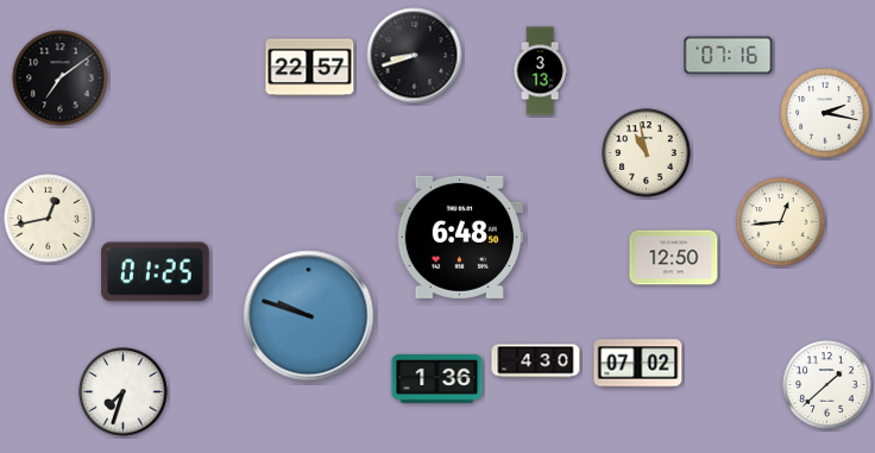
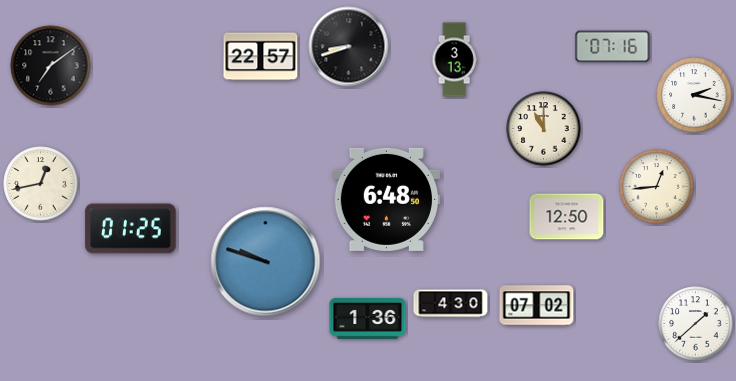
clock at (647, 153): 10:58 -> 11:00
clock at (309, 316) position: (309, 316) -> (266, 262)
clock at (124, 392): 7:33 -> none
